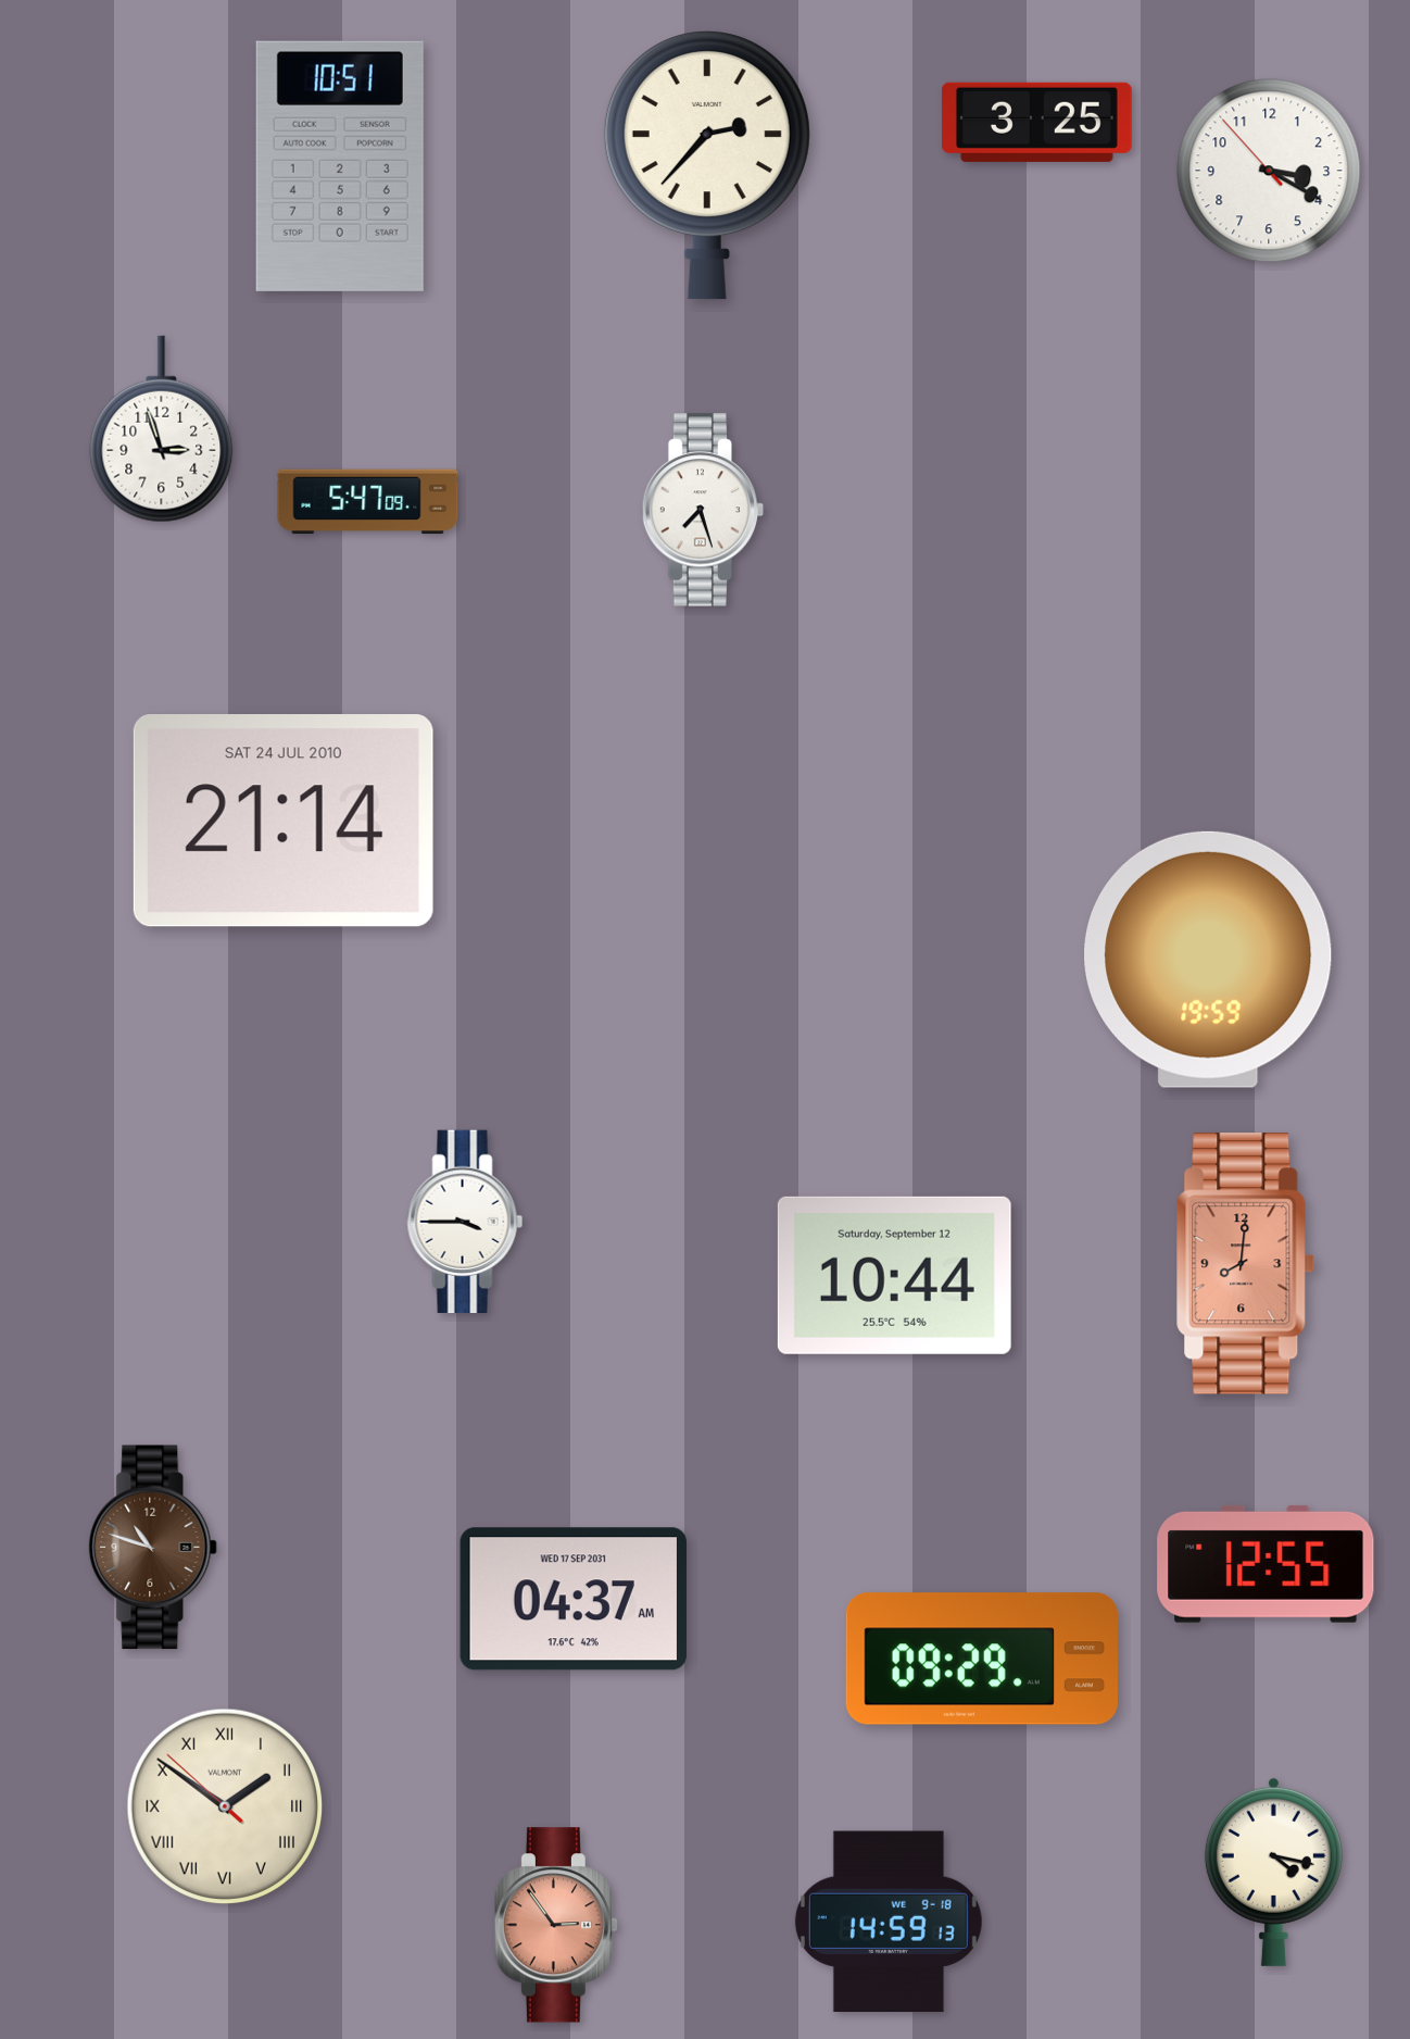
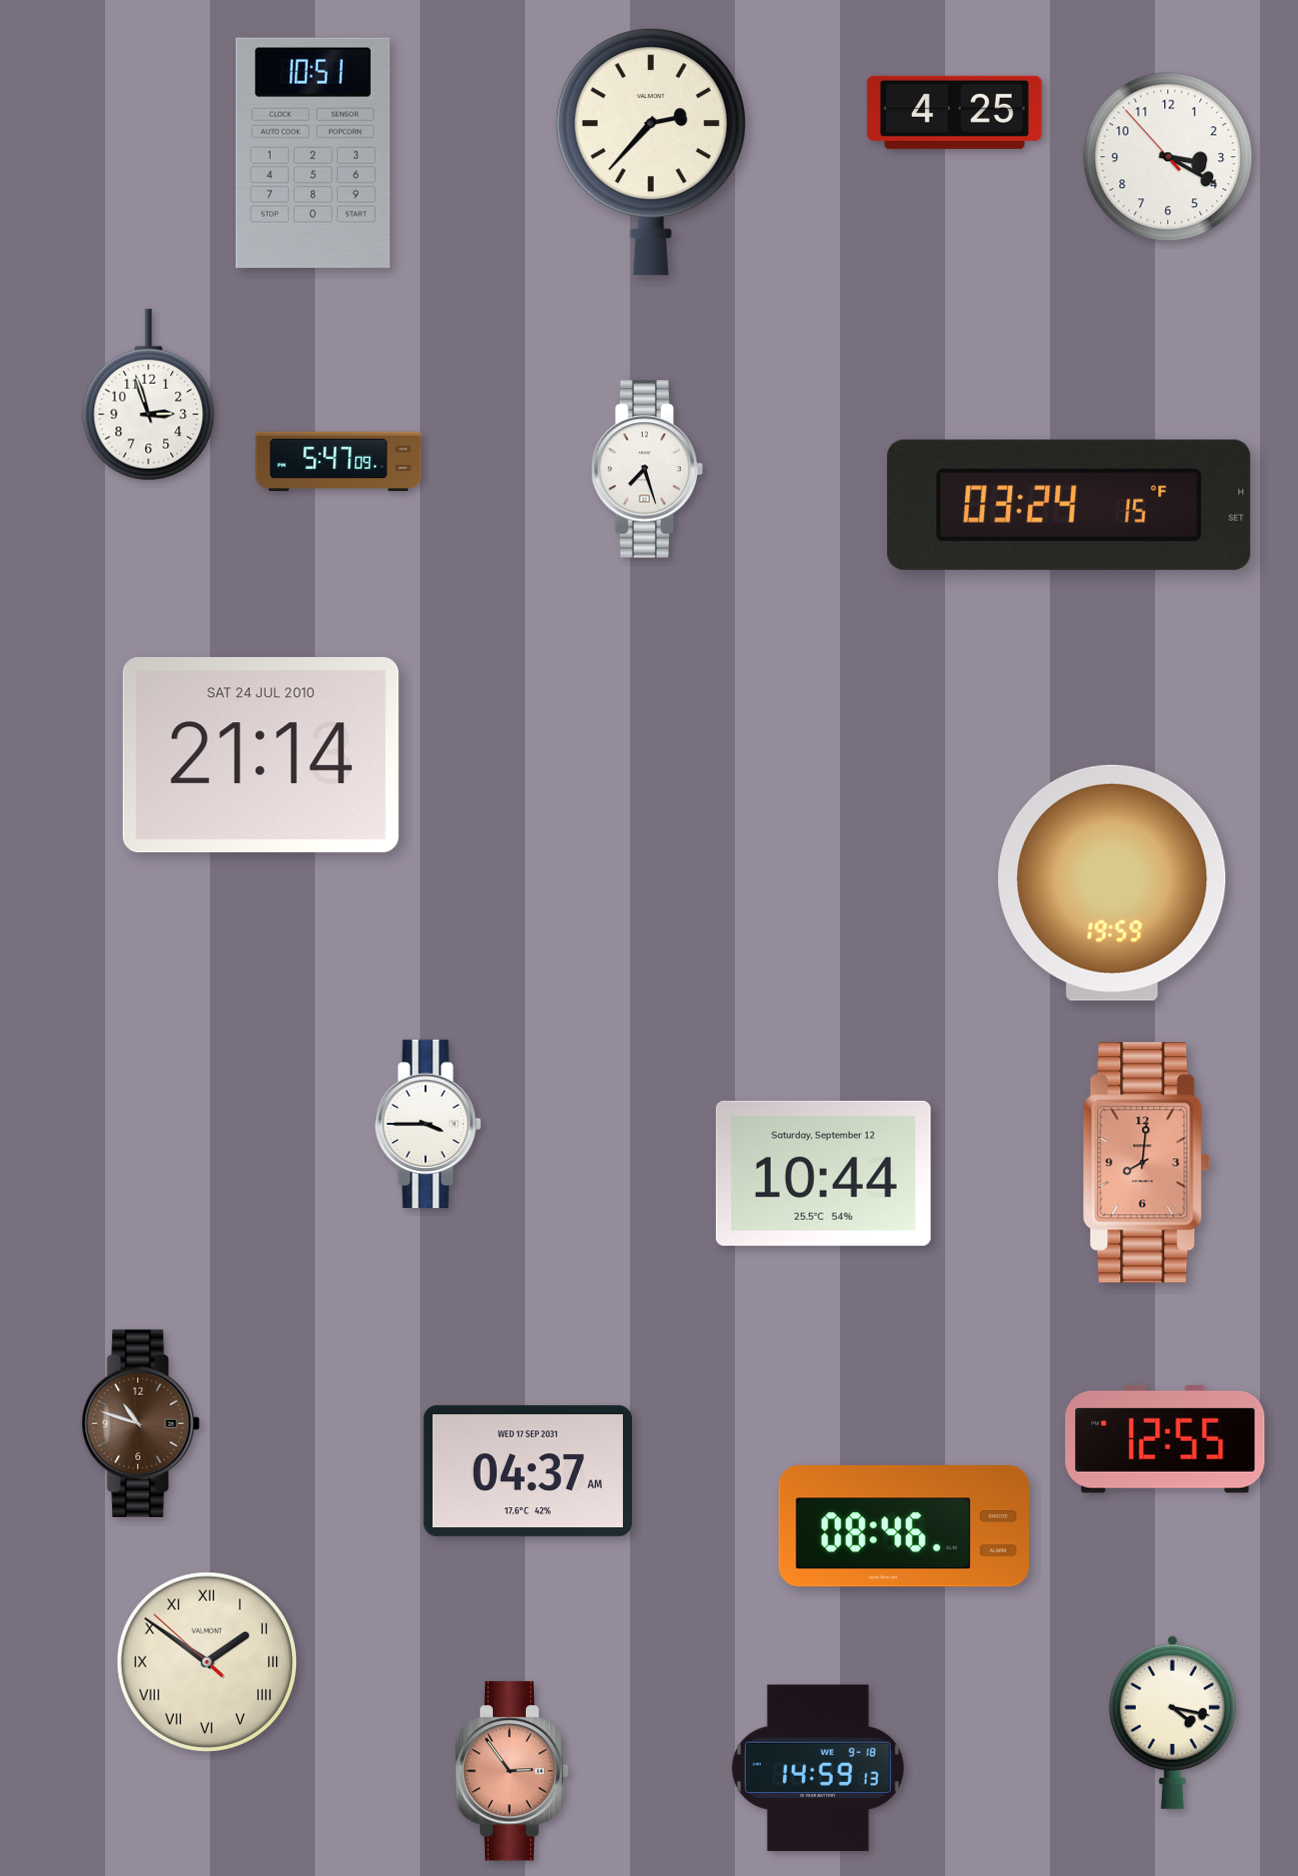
clock at (1036, 122): 3:25 -> 4:25
clock at (1069, 505): none -> 03:24
clock at (982, 1659): 09:29 -> 08:46
